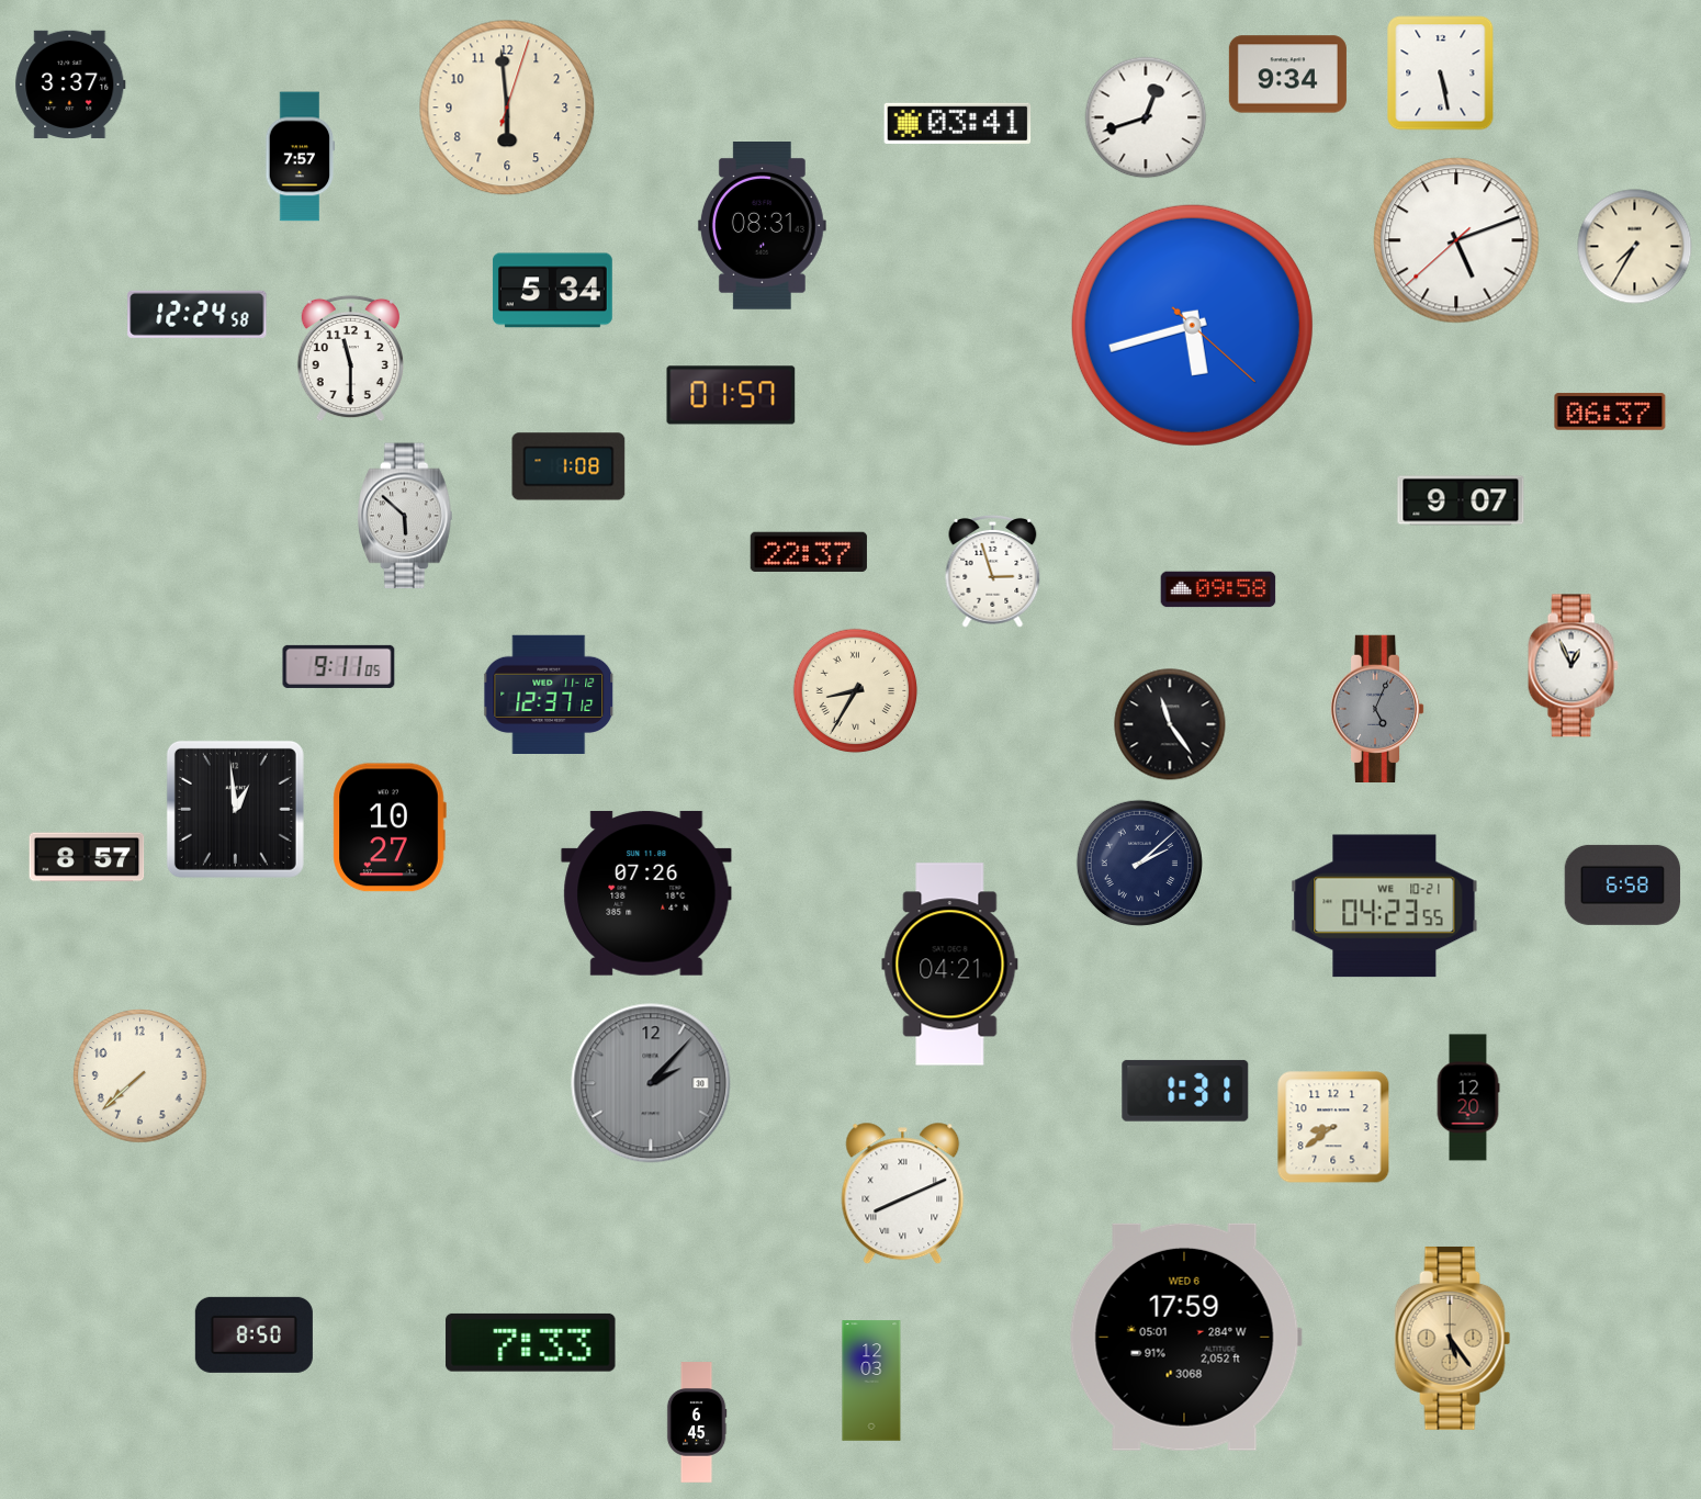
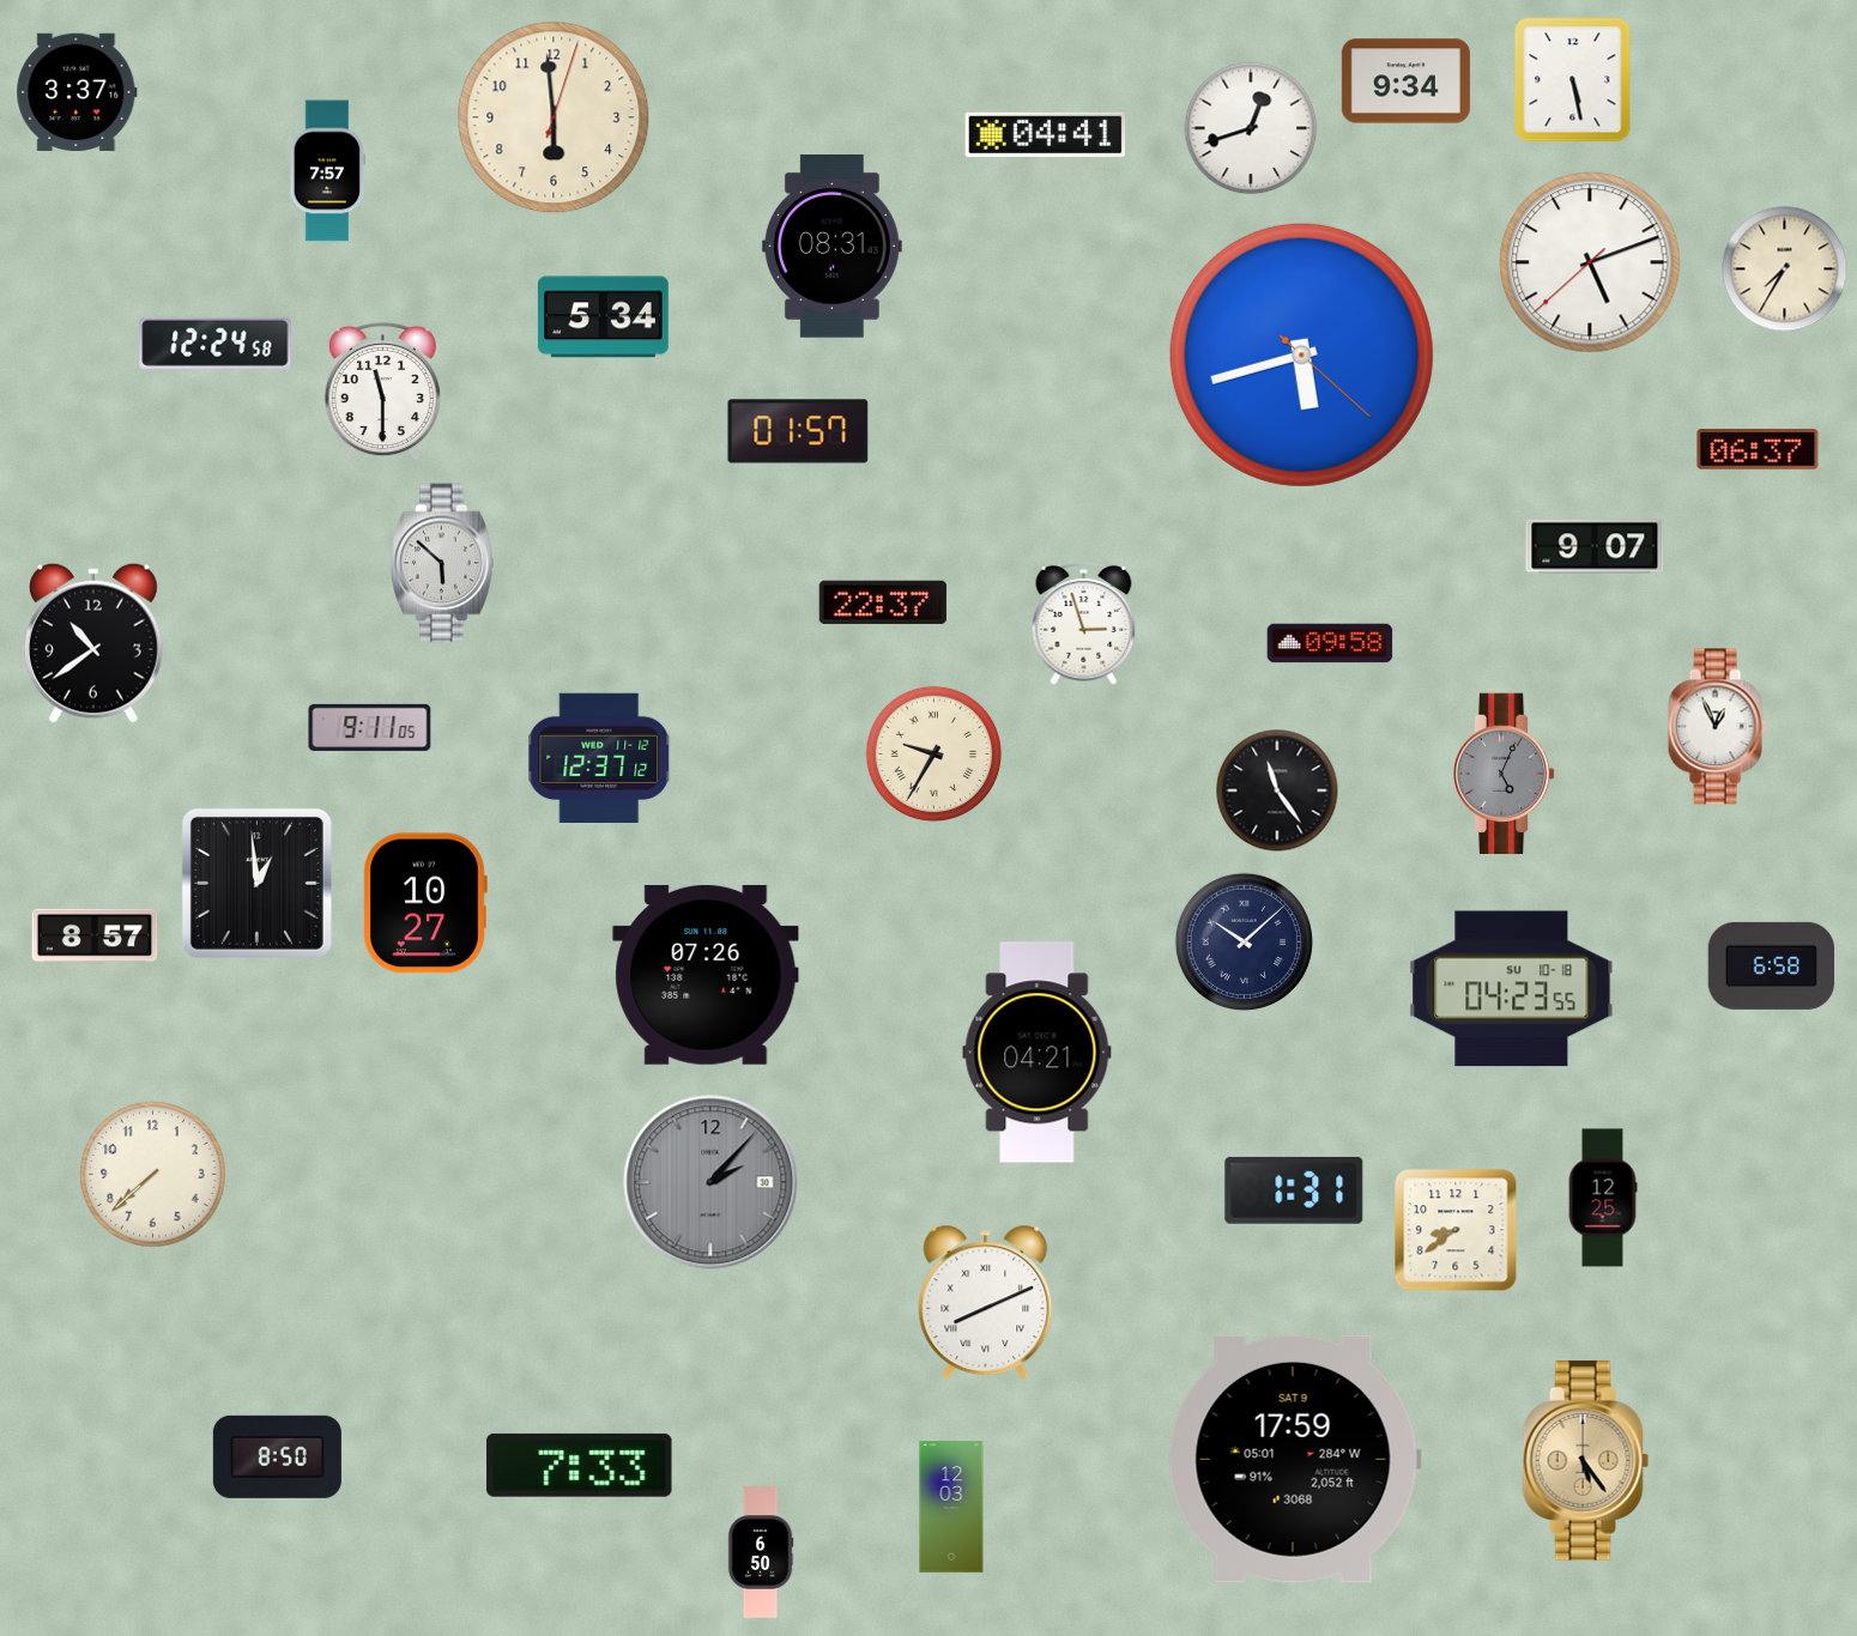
clock at (958, 123): 03:41 -> 04:41
clock at (568, 466): 1:08 -> none
clock at (95, 643): none -> 10:39
clock at (856, 691): 8:35 -> 9:35
clock at (1139, 863): 2:08 -> 10:08
clock at (1385, 906) date: WE 10-21 -> SU 10-18
clock at (1468, 1097): 12:20 -> 12:25
clock at (1185, 1337) date: WED 6 -> SAT 9
clock at (697, 1422): 6:45 -> 6:50
